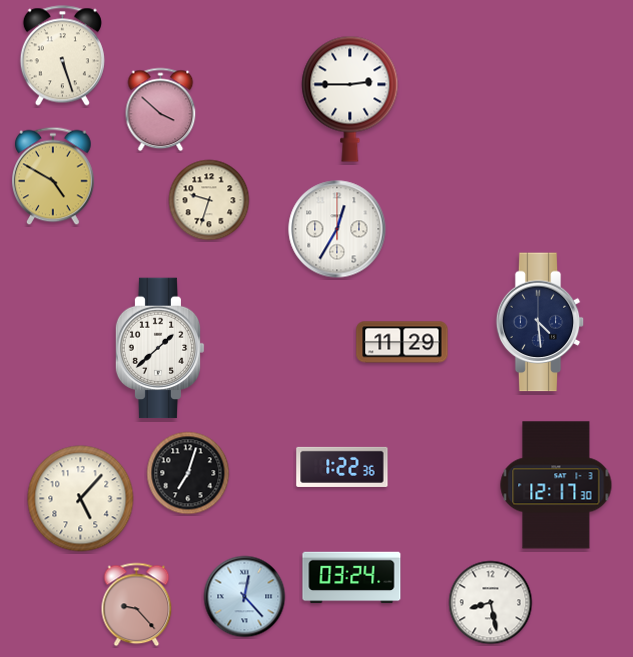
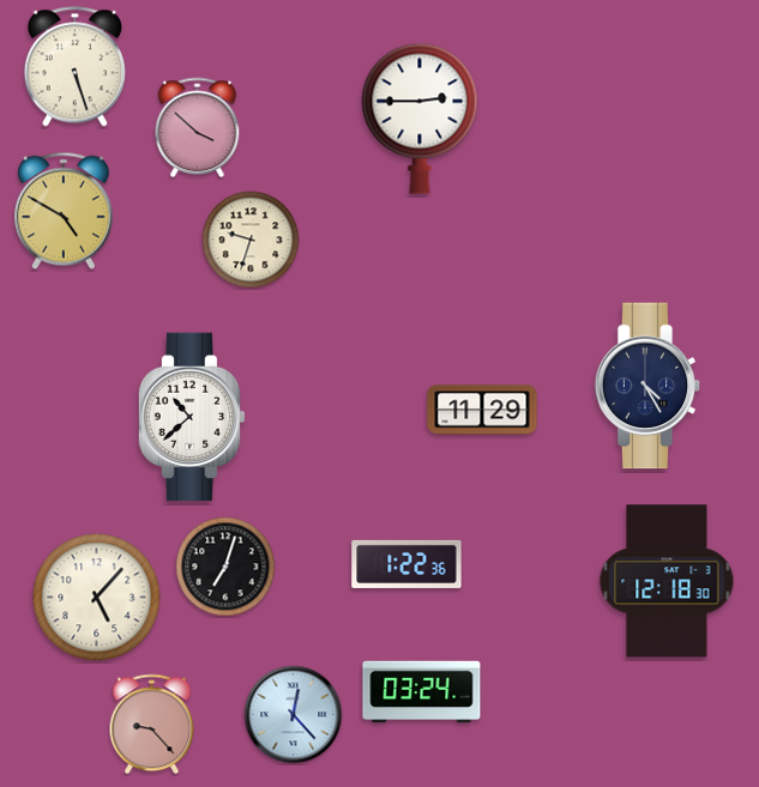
clock at (161, 110) position: (161, 110) -> (198, 128)
clock at (337, 229): 12:35 -> none
clock at (540, 322): 4:29 -> 4:25
clock at (160, 348): 1:38 -> 10:38
clock at (342, 467) position: (342, 467) -> (406, 564)
clock at (556, 485): 12:17 -> 12:18
clock at (491, 603): 8:28 -> none
clock at (137, 605) position: (137, 605) -> (152, 725)
